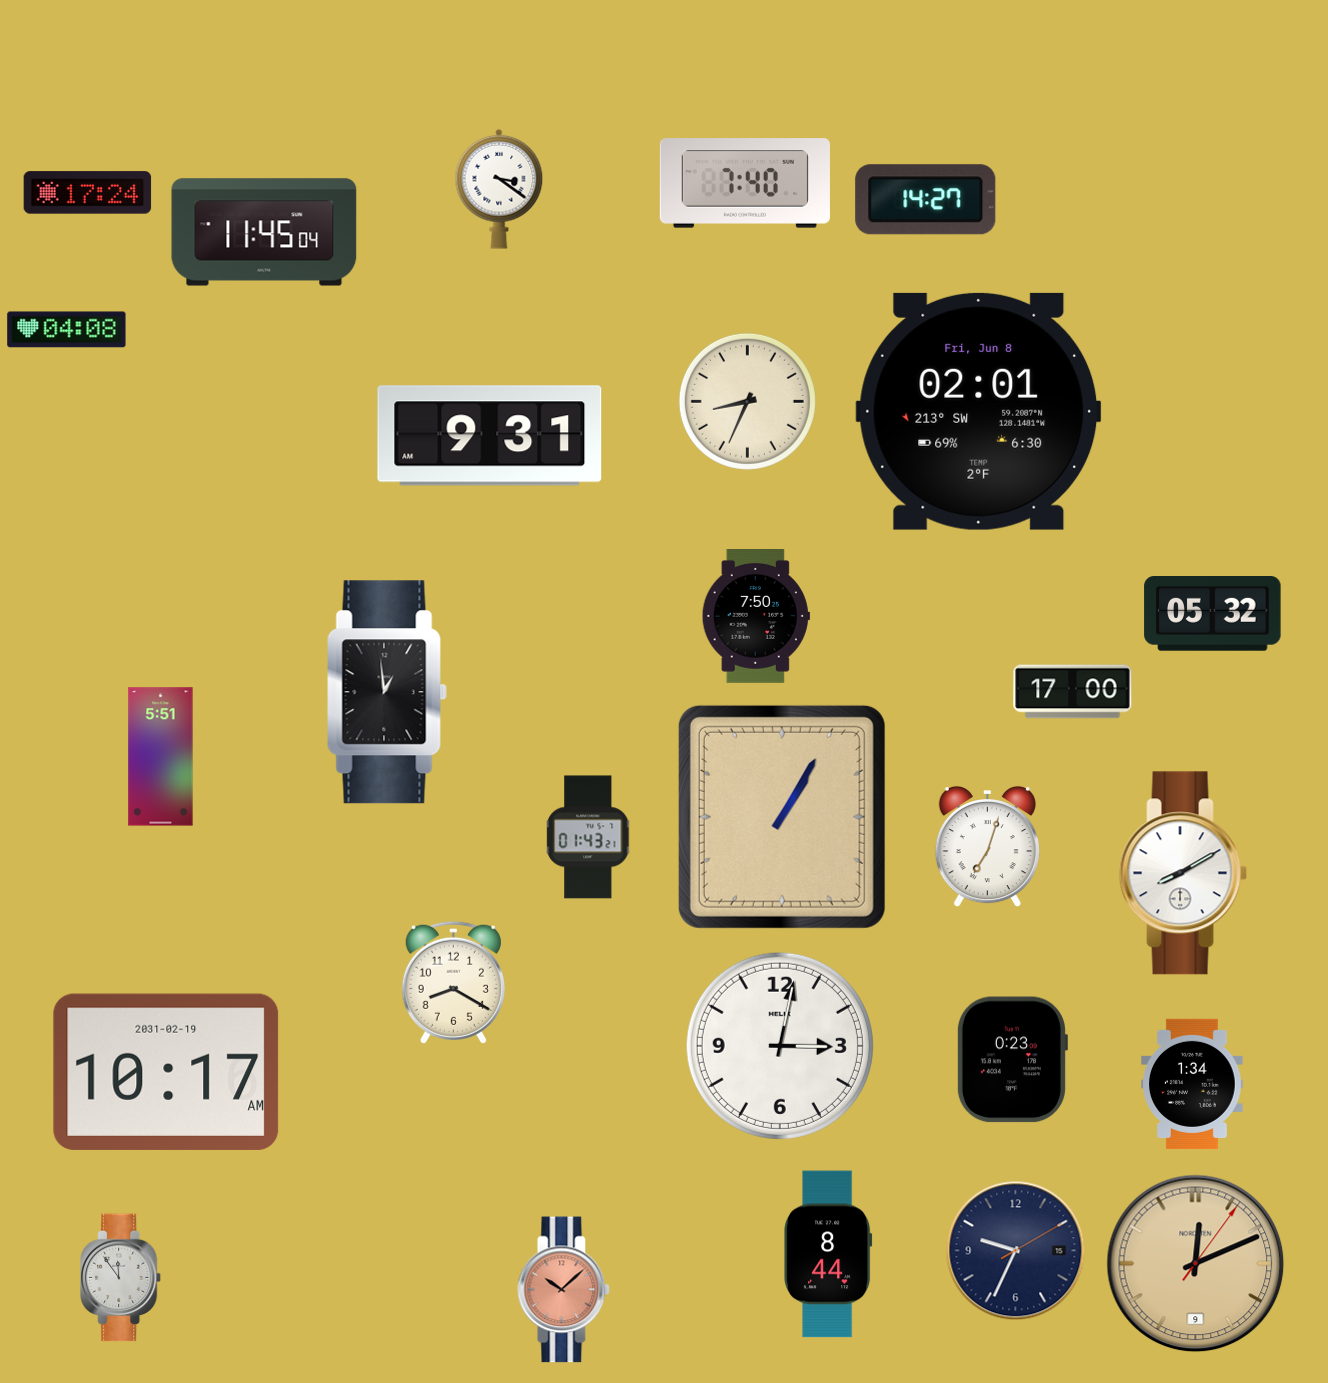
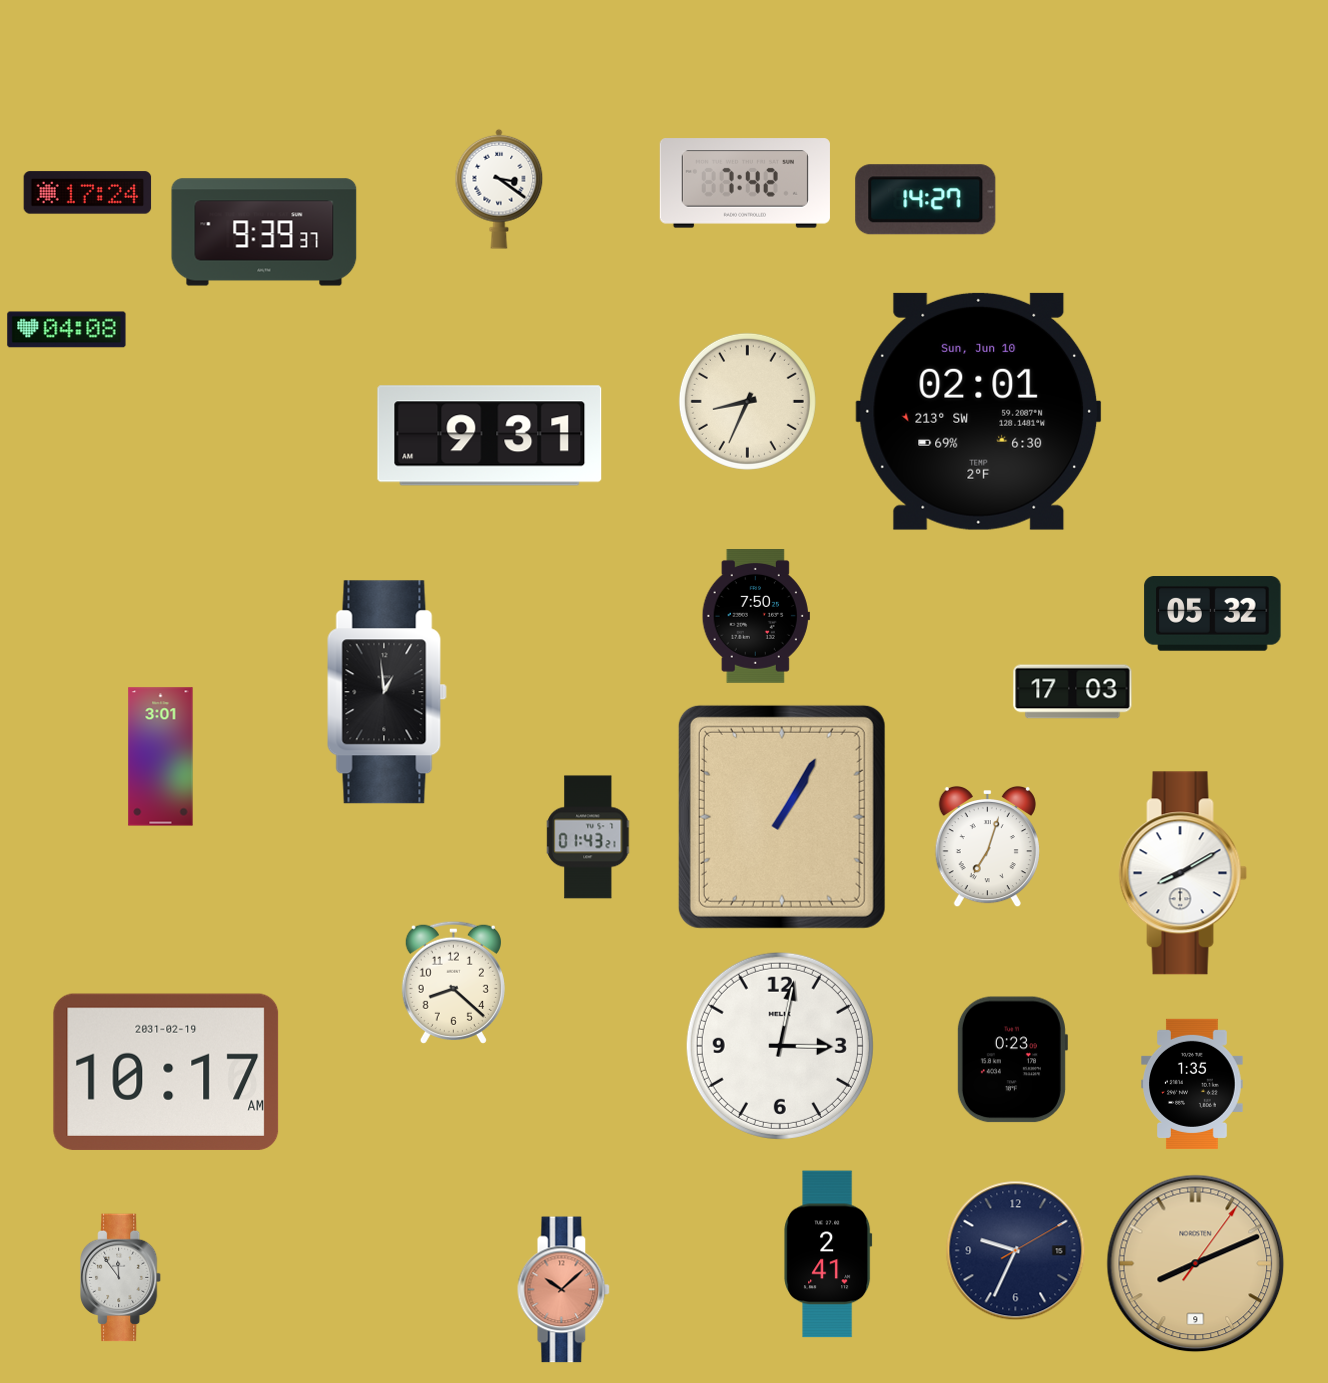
clock at (745, 183): 7:40 -> 7:42
clock at (264, 232): 11:45 -> 9:39
clock at (979, 411) date: Fri, Jun 8 -> Sun, Jun 10
clock at (1073, 692): 17:00 -> 17:03
clock at (161, 757): 5:51 -> 3:01
clock at (453, 982): 8:20 -> 8:22
clock at (1192, 1084): 1:34 -> 1:35
clock at (828, 1254): 8:44 -> 2:41
clock at (1196, 1264): 12:11 -> 8:11
